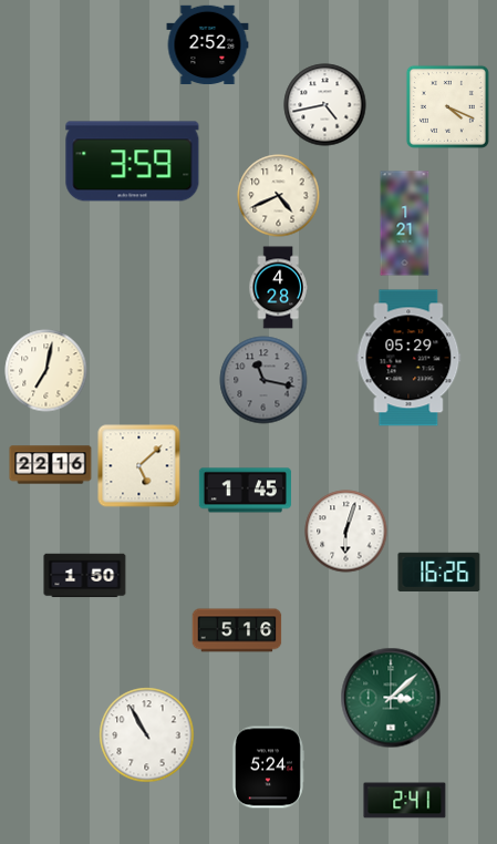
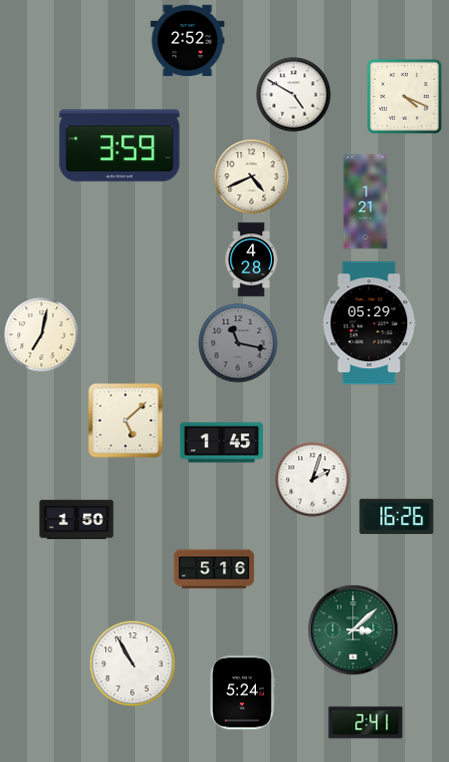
clock at (325, 105): 4:43 -> 4:50
clock at (51, 465): 22:16 -> none
clock at (346, 532): 6:03 -> 2:03
